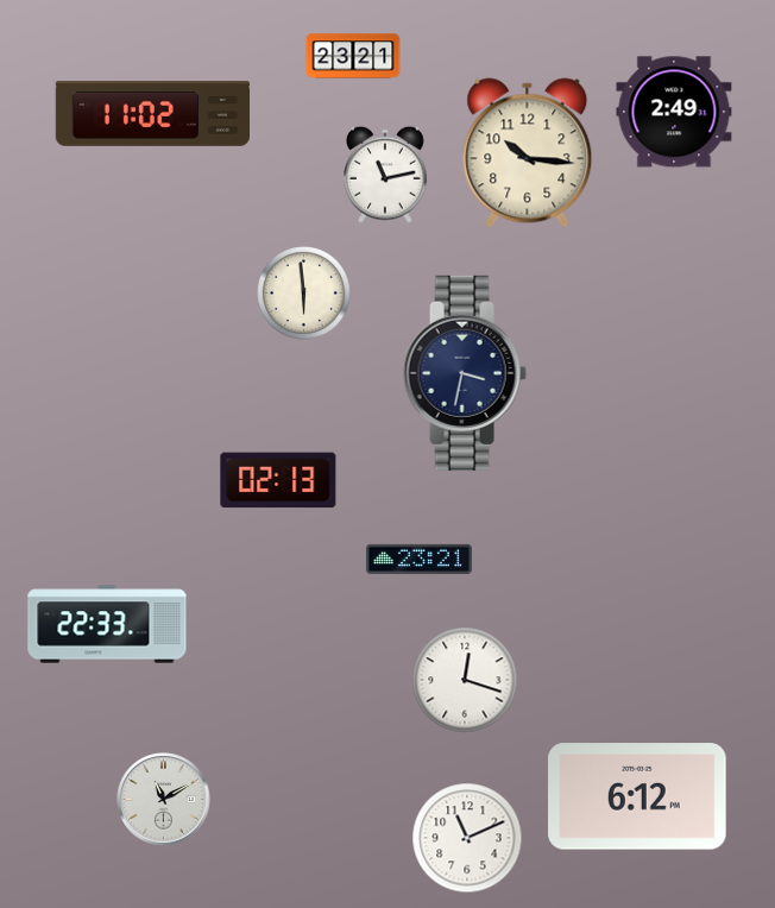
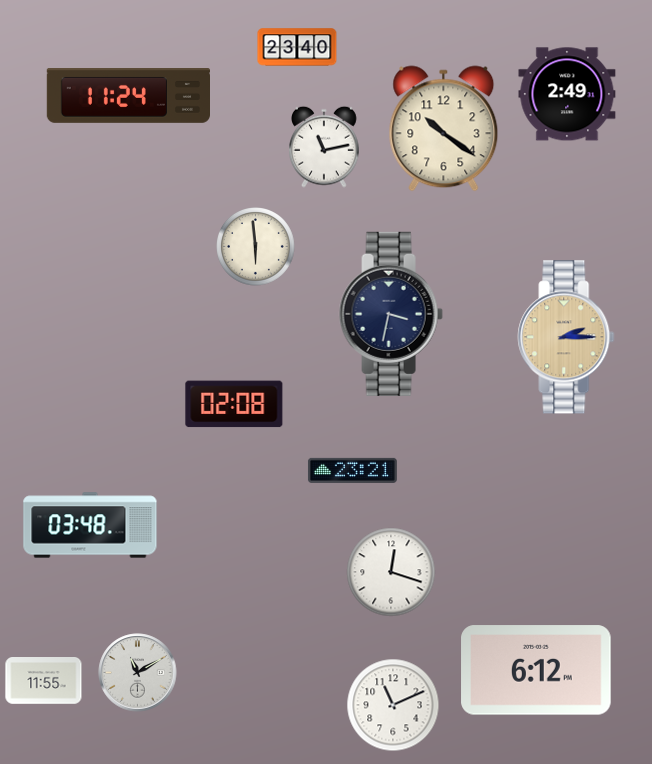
clock at (353, 56): 23:21 -> 23:40
clock at (152, 114): 11:02 -> 11:24
clock at (528, 153): 10:16 -> 10:21
clock at (566, 337): none -> 2:15
clock at (278, 480): 02:13 -> 02:08
clock at (107, 624): 22:33 -> 03:48
clock at (44, 681): none -> 11:55
